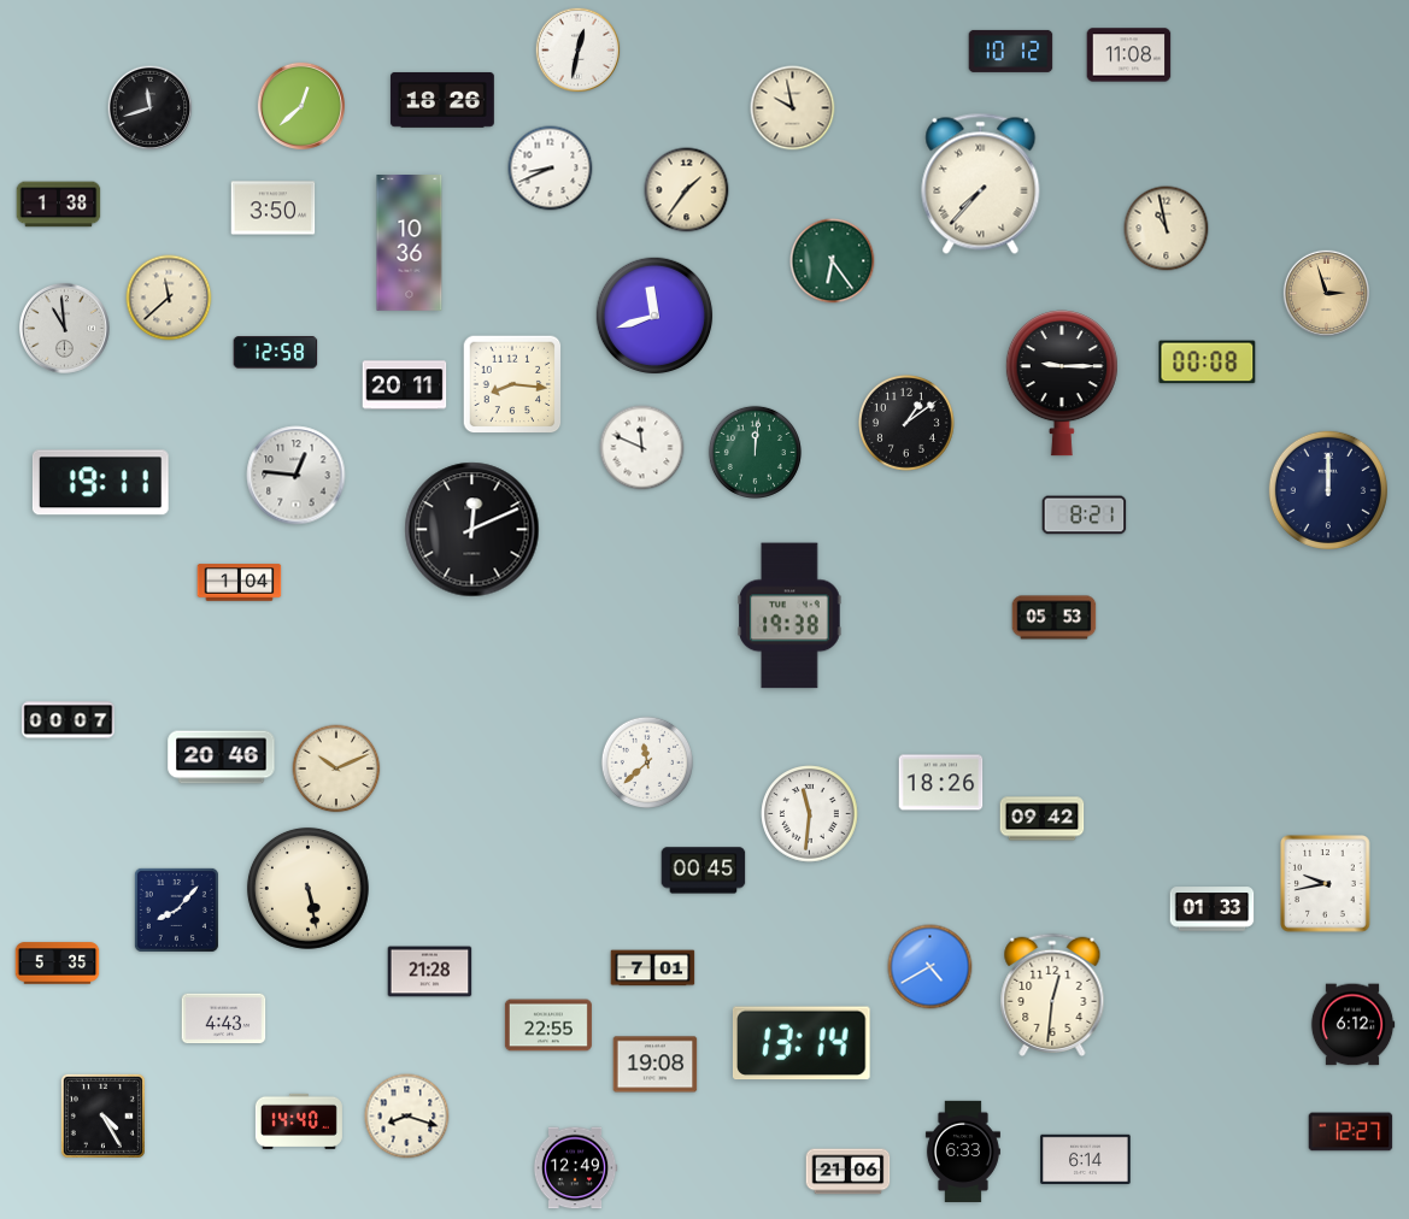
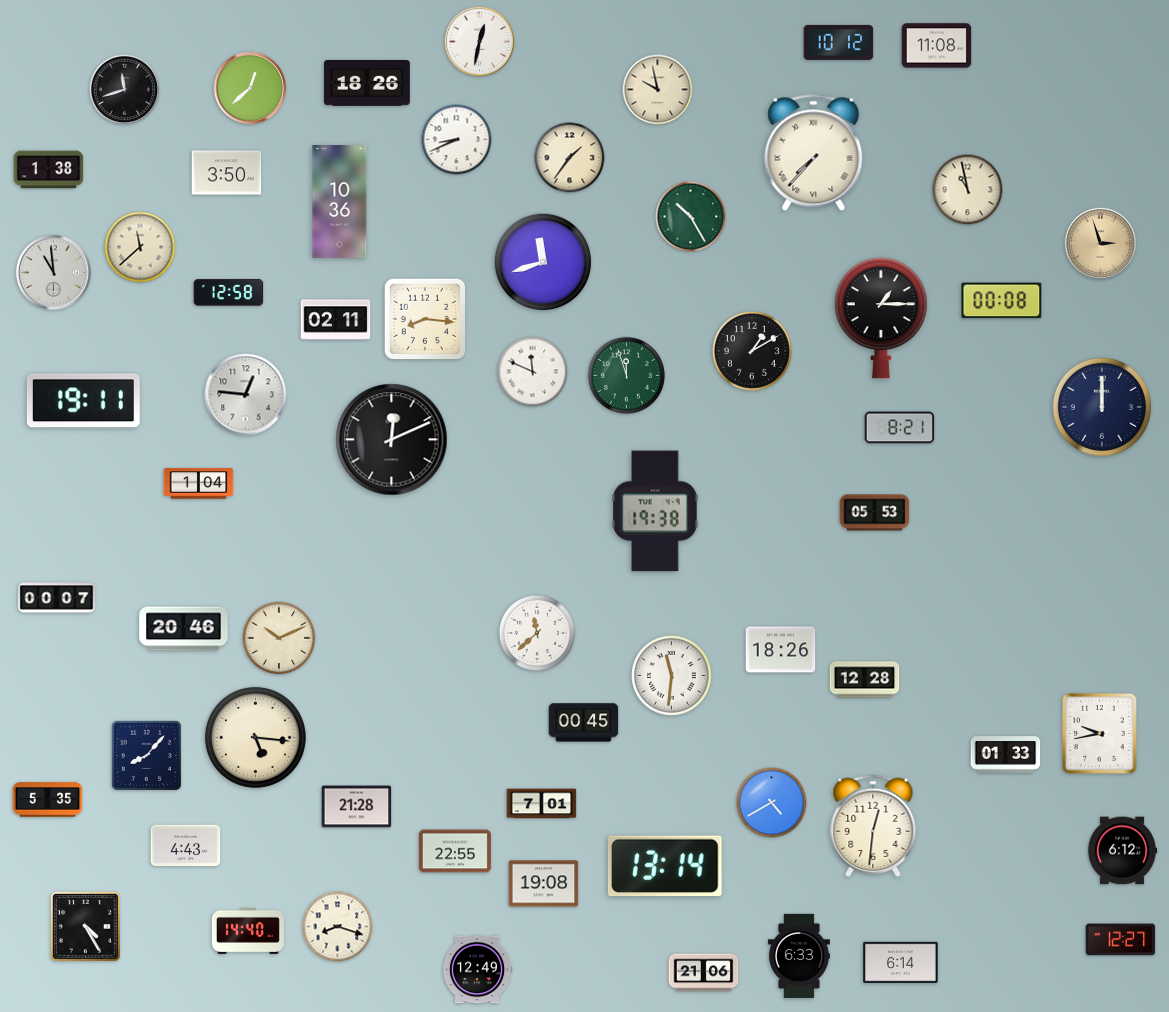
clock at (833, 261): 6:24 -> 10:25
clock at (1062, 383): 9:15 -> 1:15
clock at (405, 385): 20:11 -> 02:11
clock at (908, 424): 1:09 -> 1:10
clock at (755, 452): 12:01 -> 11:57
clock at (1043, 819): 09:42 -> 12:28
clock at (307, 888): 5:28 -> 5:16
